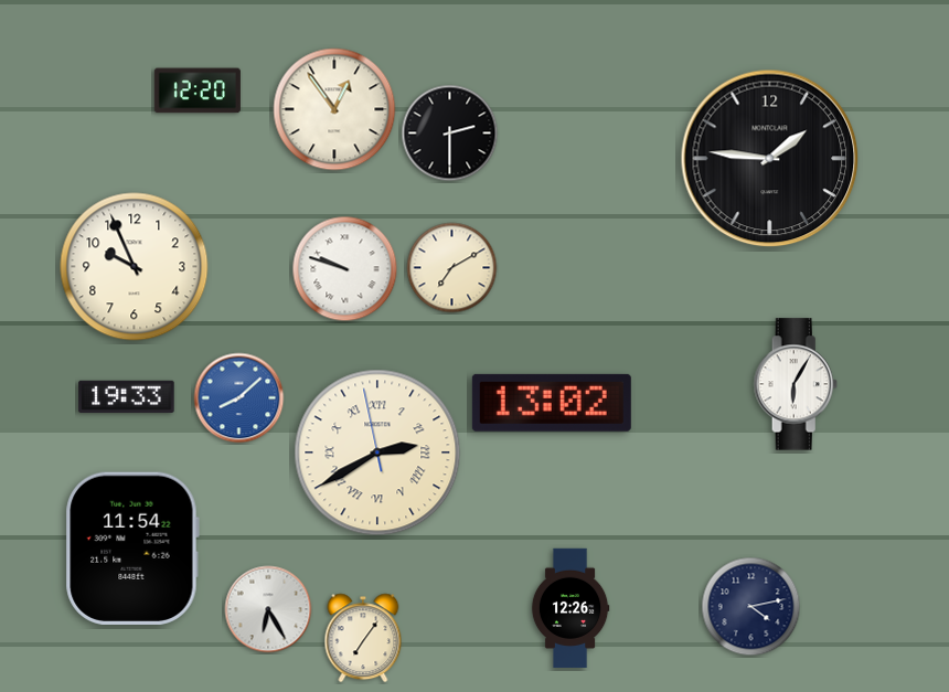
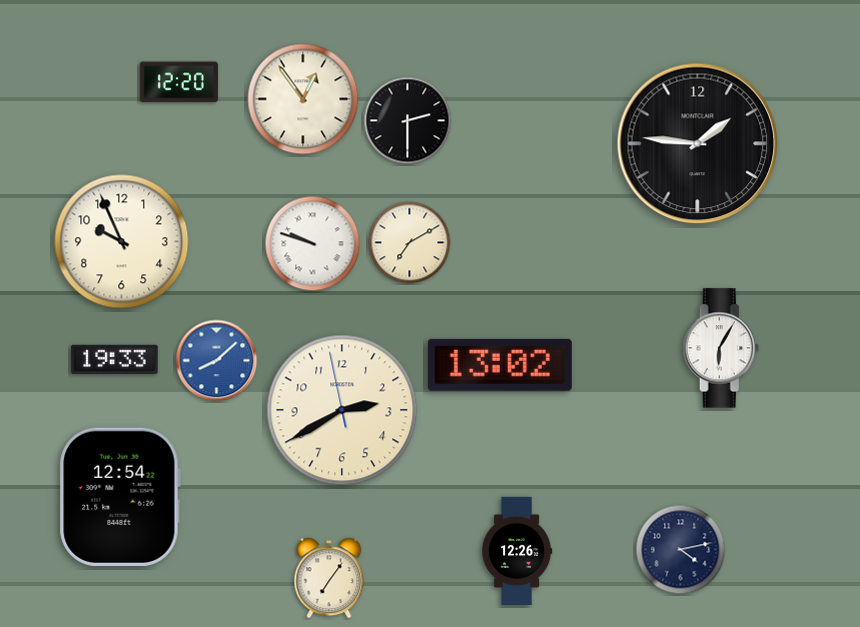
clock at (377, 453) numerals: Roman -> Arabic
clock at (132, 549): 11:54 -> 12:54
clock at (268, 609): 6:25 -> none
